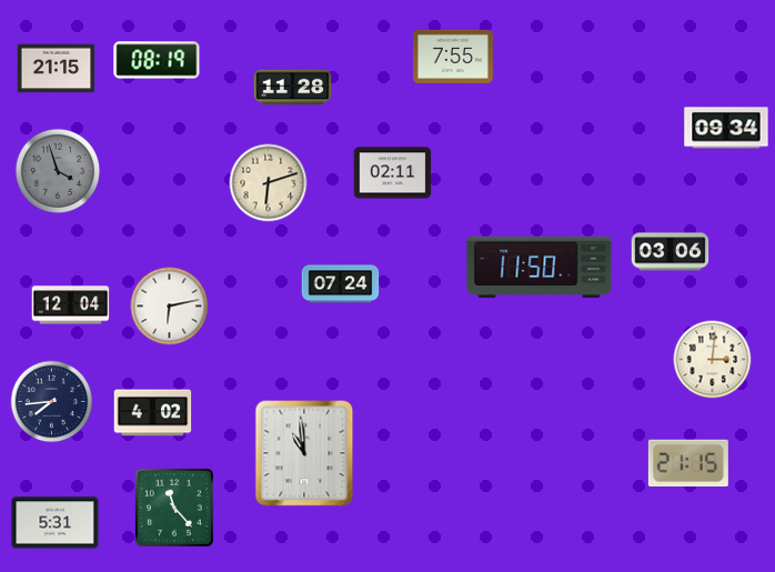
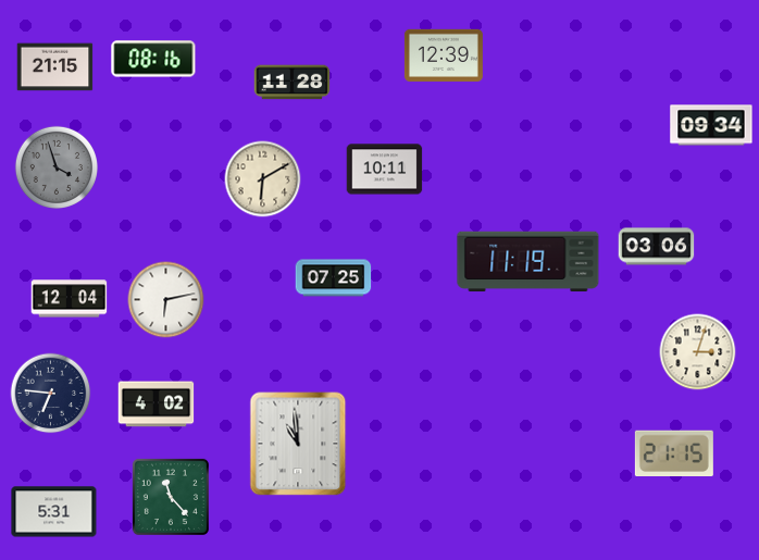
clock at (453, 56): 7:55 -> 12:39
clock at (157, 60): 08:19 -> 08:16
clock at (293, 88) position: (293, 88) -> (293, 83)
clock at (393, 173): 02:11 -> 10:11
clock at (269, 183): 6:12 -> 6:10
clock at (540, 268): 11:50 -> 11:19
clock at (341, 284): 07:24 -> 07:25
clock at (713, 360): 3:01 -> 3:03
clock at (52, 402): 7:44 -> 6:46
clock at (153, 413) position: (153, 413) -> (157, 405)
